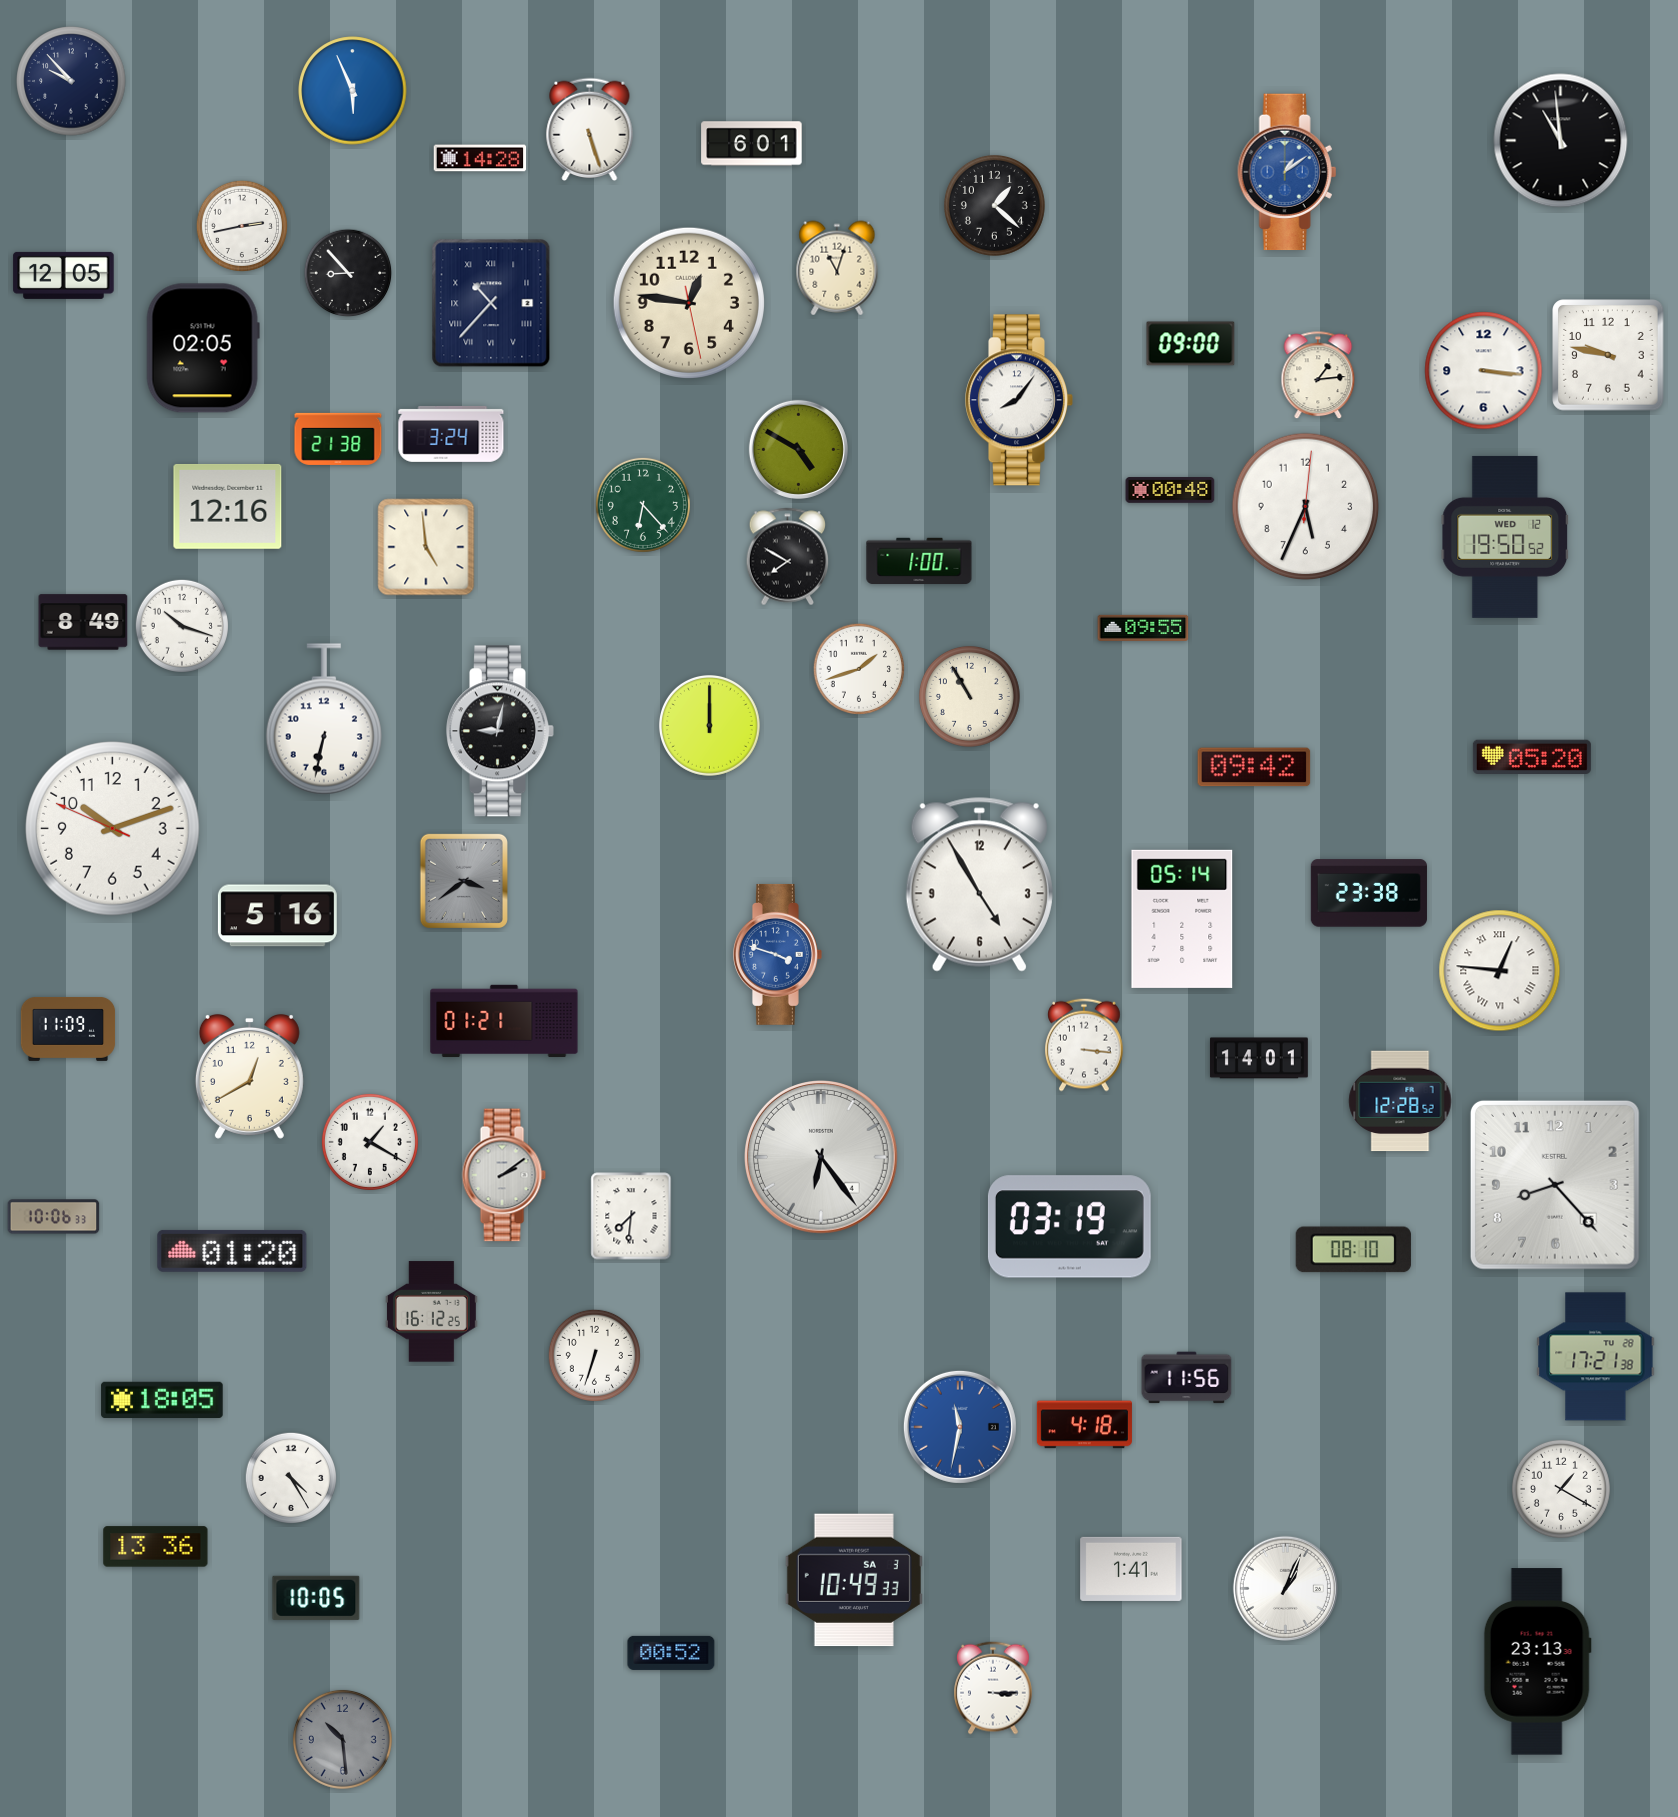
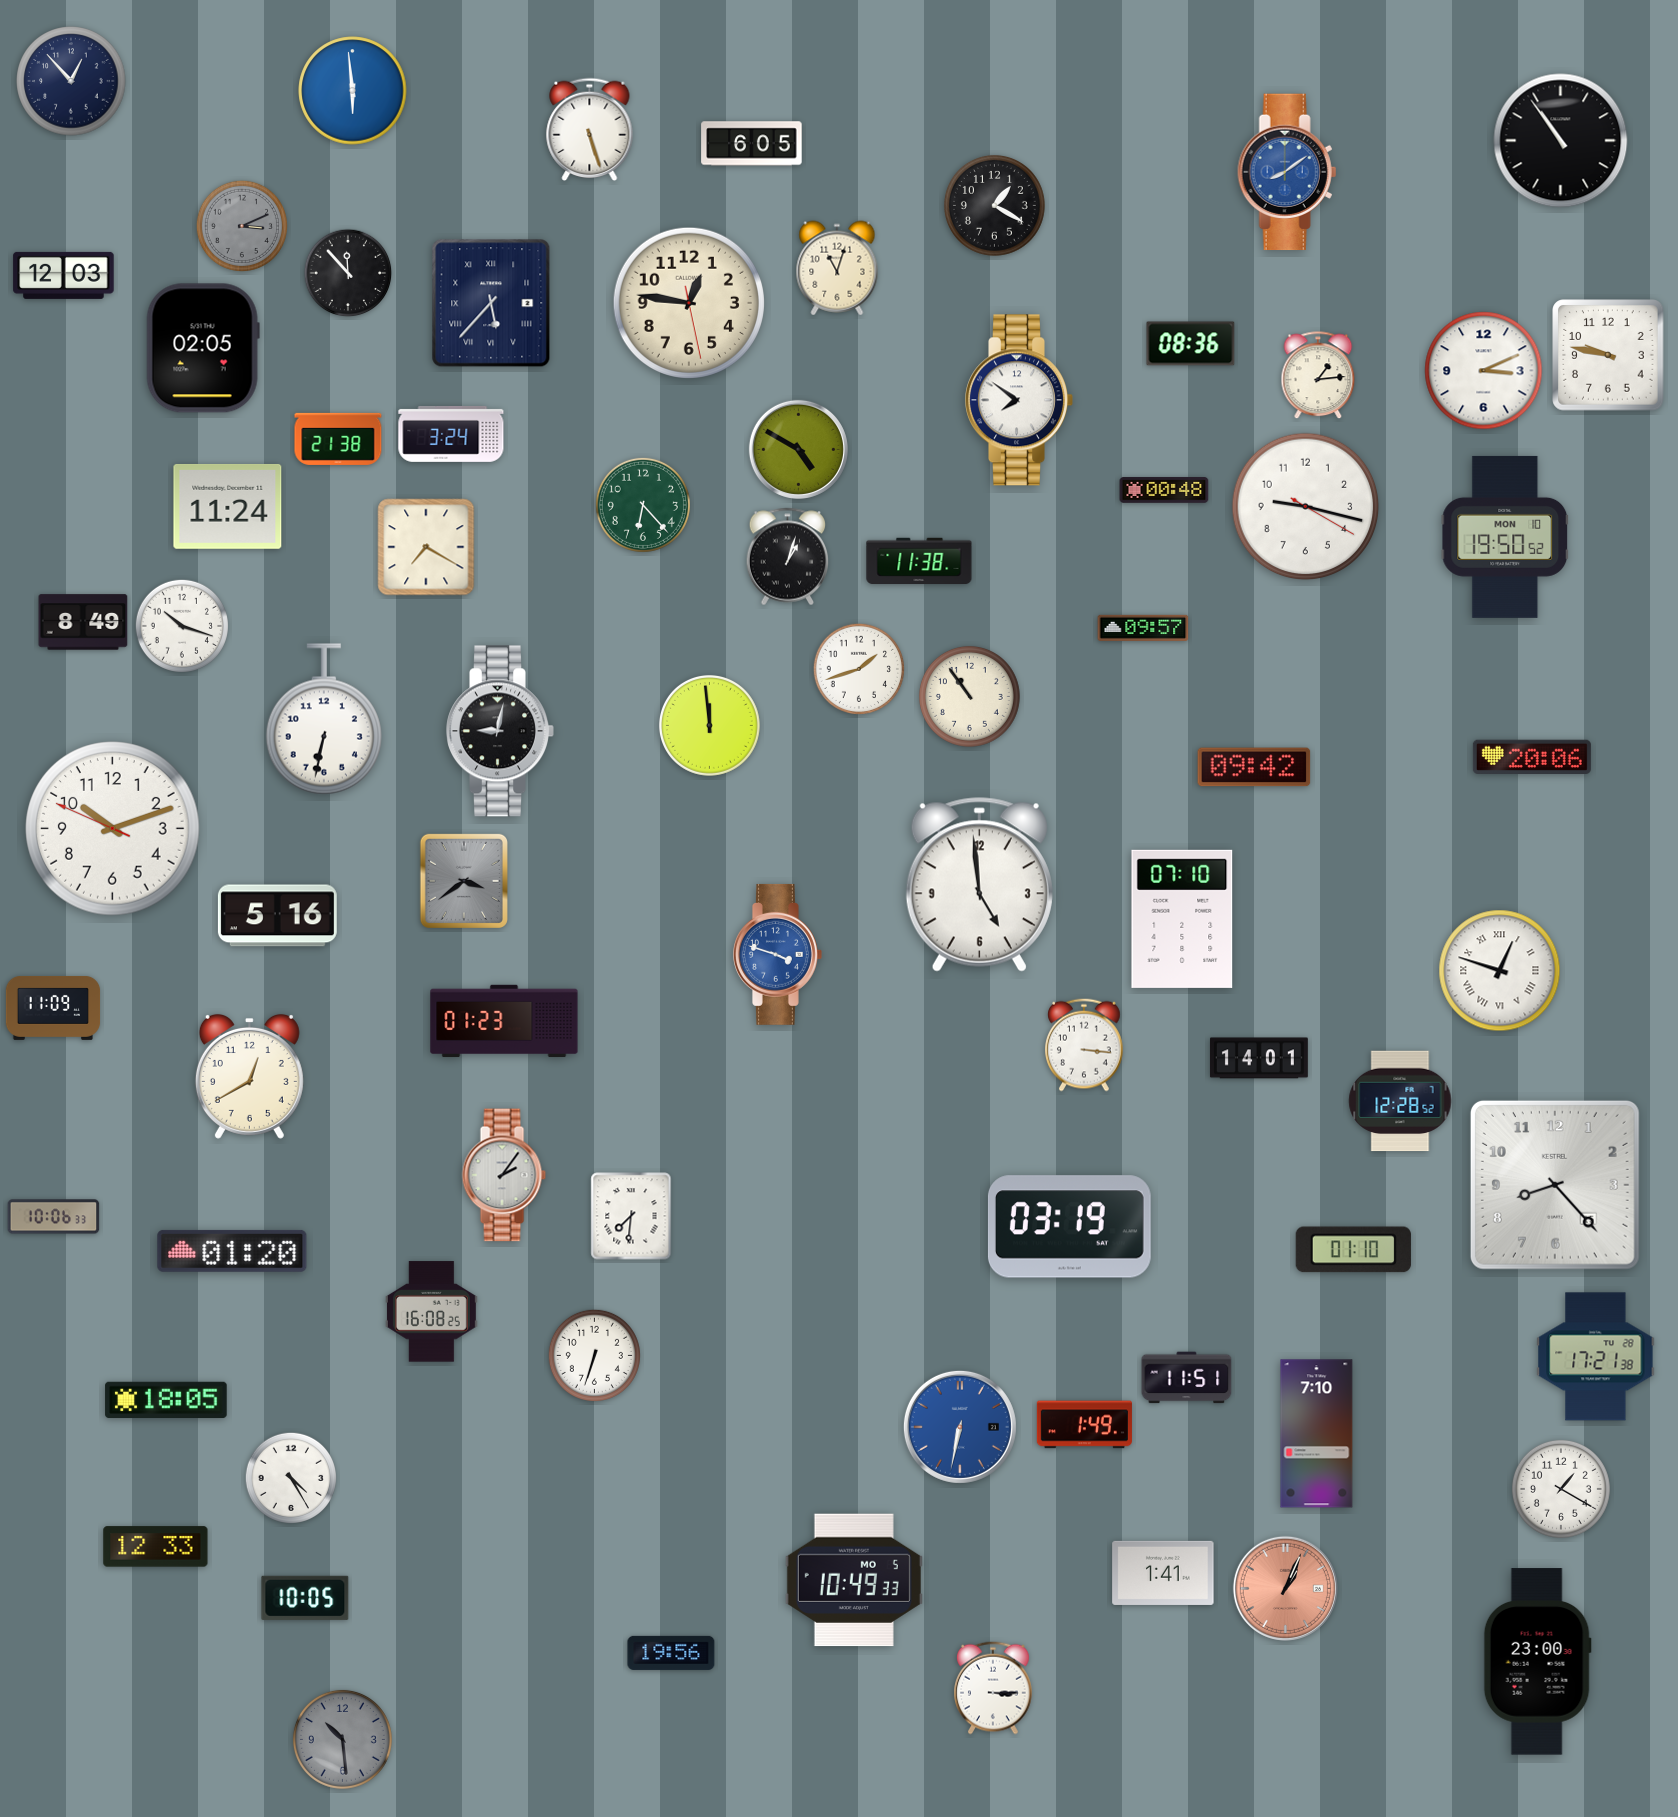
clock at (71, 81): 9:53 -> 12:53
clock at (353, 91): 5:56 -> 5:59
clock at (1561, 141): 10:59 -> 10:54
clock at (752, 144): 6:01 -> 6:05
clock at (480, 158): 14:28 -> none
clock at (1287, 172): 1:09 -> 8:09
clock at (994, 205): 1:22 -> 1:20
clock at (241, 225): 2:43 -> 3:11
clock at (241, 225) dial: white -> grey
clock at (348, 273): 8:53 -> 11:53
clock at (64, 275): 12:05 -> 12:03
clock at (491, 303): 10:37 -> 5:37
clock at (1191, 344): 09:00 -> 08:36
clock at (1484, 371): 3:16 -> 3:11
clock at (1019, 400): 8:06 -> 7:51
clock at (1170, 490) position: (1170, 490) -> (1164, 490)
clock at (228, 506): 12:16 -> 11:24
clock at (1306, 507): 5:34 -> 9:17
clock at (1505, 537) date: WED 12 -> MON 10
clock at (426, 547): 4:59 -> 7:20
clock at (788, 557): 7:50 -> 1:03
clock at (919, 561): 1:00 -> 11:38
clock at (1143, 628): 09:55 -> 09:57
clock at (969, 696): 10:55 -> 10:54
clock at (709, 725): 12:00 -> 11:59
clock at (1532, 757): 05:20 -> 20:06
clock at (979, 885): 4:55 -> 4:59
clock at (1369, 893): 23:38 -> none
clock at (1182, 919): 05:14 -> 07:10
clock at (1500, 971): 12:46 -> 12:48
clock at (504, 1021): 01:21 -> 01:23
clock at (68, 1030) position: (68, 1030) -> (53, 1009)
clock at (370, 1142): 1:20 -> none
clock at (822, 1158): 6:24 -> none
clock at (504, 1175): 2:09 -> 2:06
clock at (1353, 1250): 08:10 -> 01:10
clock at (431, 1312): 16:12 -> 16:08
clock at (1187, 1378): 11:56 -> 11:51
clock at (162, 1400) position: (162, 1400) -> (166, 1400)
clock at (1084, 1425): 4:18 -> 1:49
clock at (960, 1427): 11:32 -> 6:32
clock at (1317, 1434): none -> 7:10
clock at (156, 1547): 13:36 -> 12:33
clock at (1131, 1569) position: (1131, 1569) -> (1163, 1573)
clock at (854, 1580) date: SA 3 -> MO 5
clock at (1285, 1588) dial: white -> salmon
clock at (316, 1598) position: (316, 1598) -> (305, 1598)
clock at (671, 1653): 00:52 -> 19:56
clock at (1537, 1662): 23:13 -> 23:00
